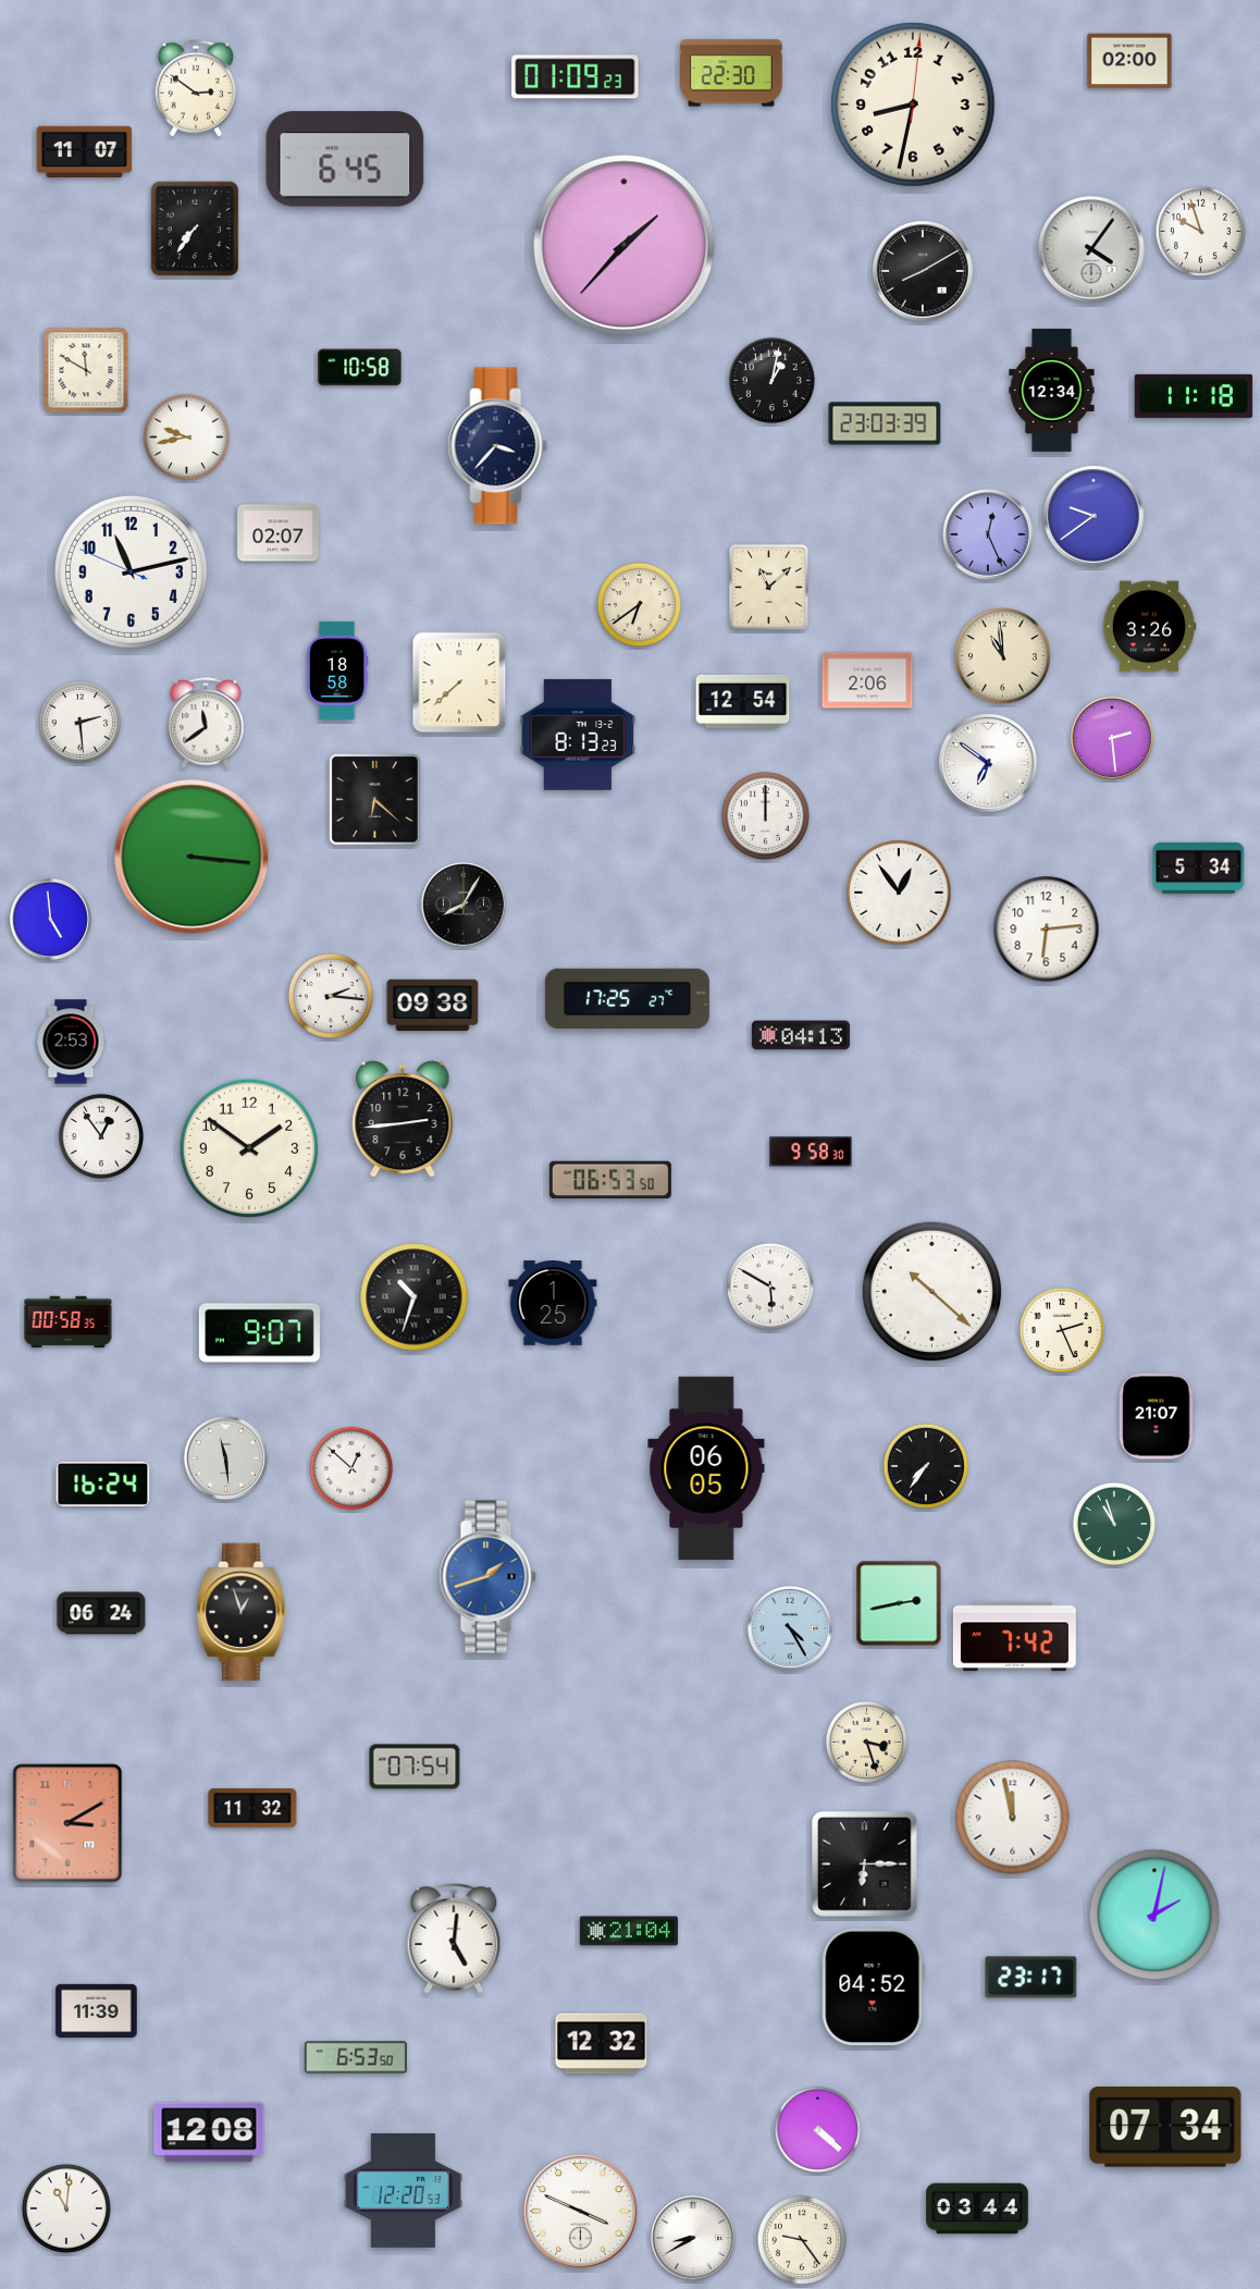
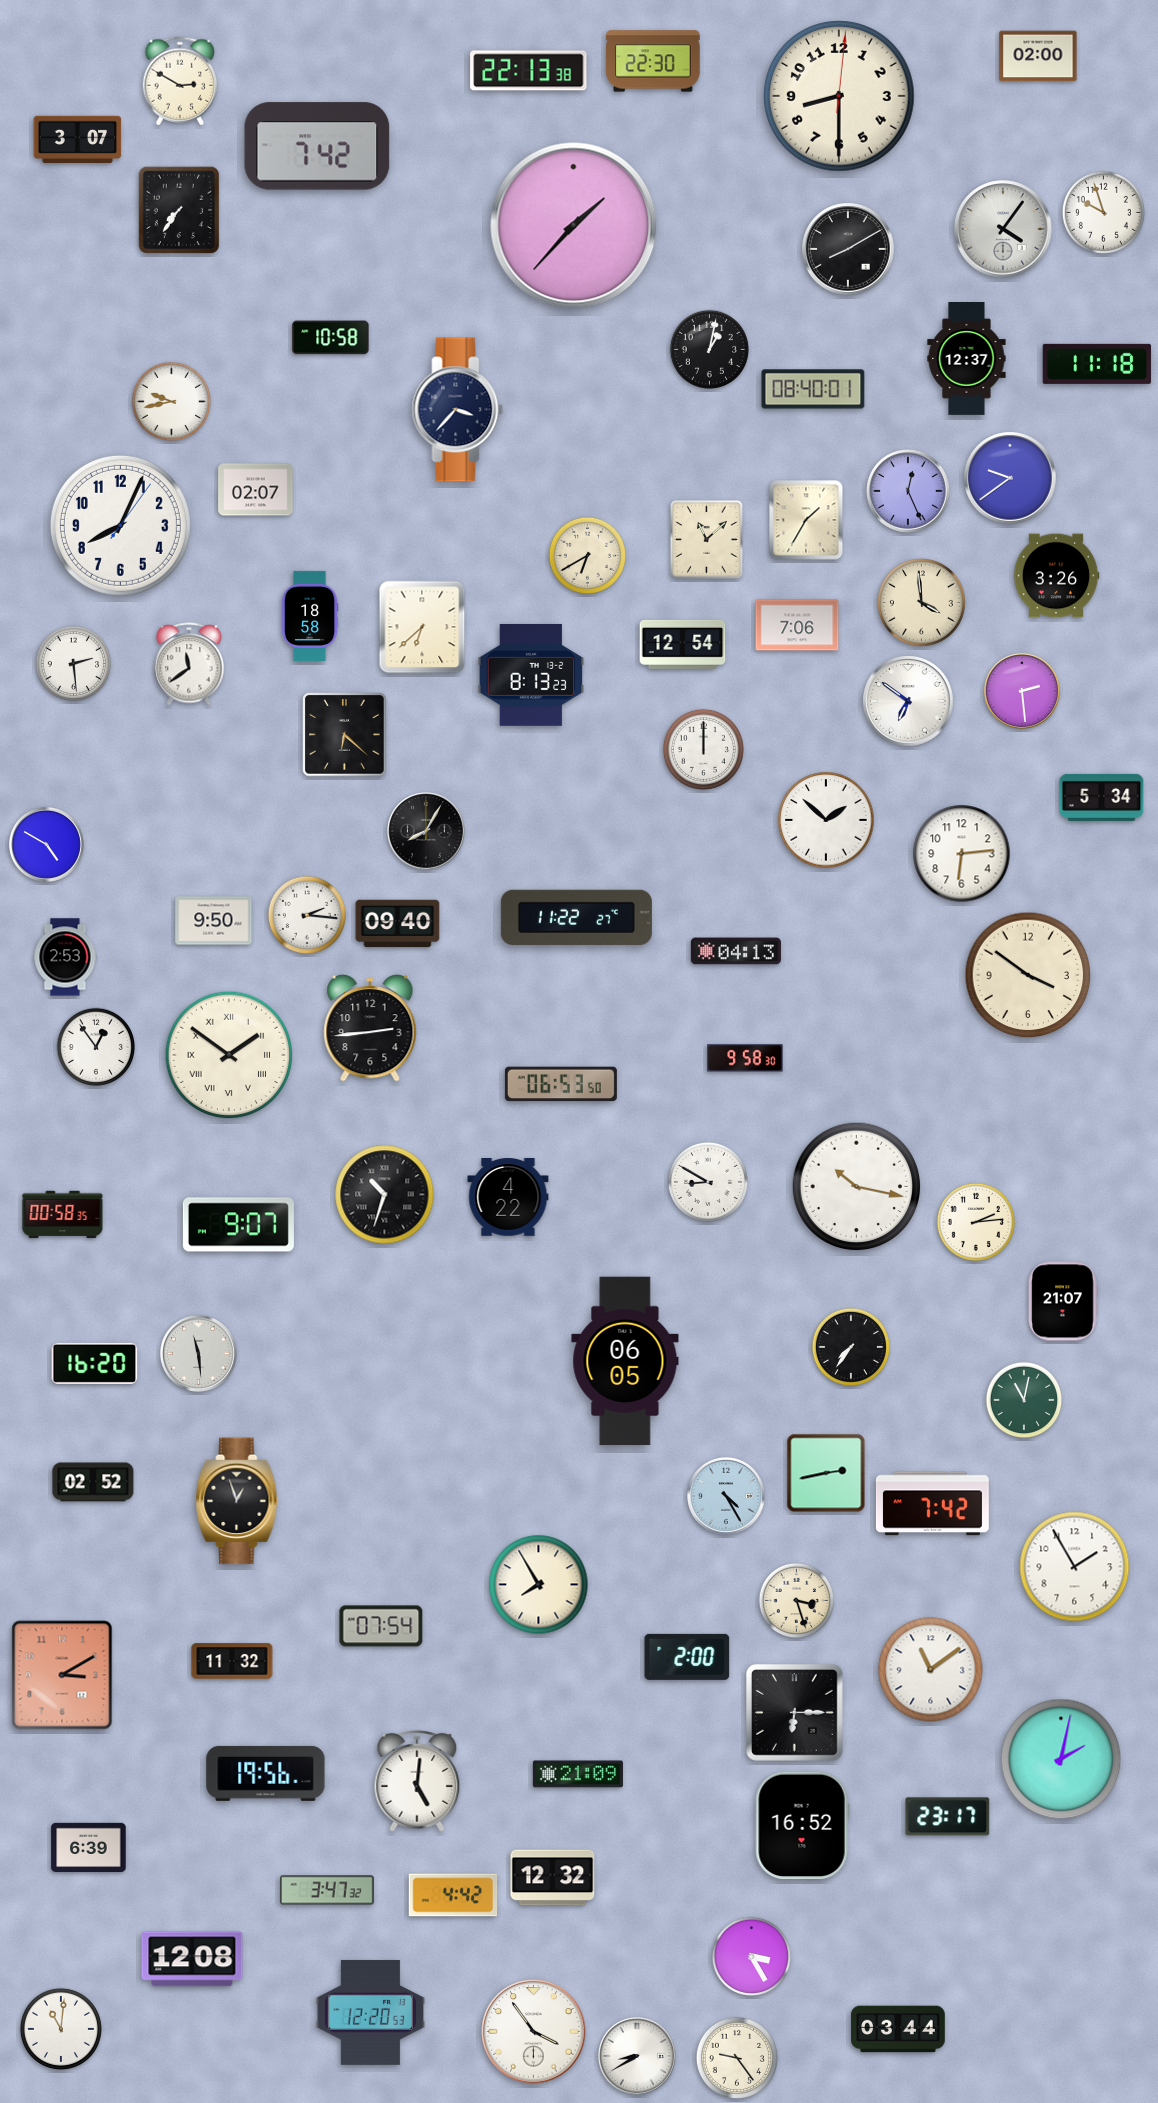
clock at (731, 73) position: (731, 73) -> (653, 61)
clock at (576, 77): 01:09 -> 22:13
clock at (196, 88): 2:51 -> 2:50
clock at (913, 104): 8:32 -> 8:30
clock at (85, 151): 11:07 -> 3:07
clock at (345, 159): 6:45 -> 7:42
clock at (86, 370): 11:50 -> none
clock at (1052, 391): 12:34 -> 12:37
clock at (885, 423): 23:03 -> 08:40
clock at (1094, 516) position: (1094, 516) -> (1010, 478)
clock at (806, 520): none -> 1:35
clock at (131, 571): 11:12 -> 8:04
clock at (640, 605): 6:39 -> 6:40
clock at (1003, 656): 10:59 -> 3:59
clock at (867, 680): 2:06 -> 7:06
clock at (459, 682): 7:38 -> 6:38
clock at (1112, 738) position: (1112, 738) -> (1022, 691)
clock at (192, 857): 3:16 -> none
clock at (899, 893): 12:54 -> 1:52
clock at (50, 919): 4:59 -> 4:50
clock at (330, 995) position: (330, 995) -> (306, 914)
clock at (627, 998): 17:25 -> 11:22
clock at (214, 921): none -> 9:50
clock at (433, 1006): 09:38 -> 09:40
clock at (1028, 975): none -> 3:51
clock at (100, 1135) position: (100, 1135) -> (95, 1046)
clock at (249, 1148) numerals: Arabic -> Roman
clock at (770, 1287): 5:50 -> 8:50
clock at (932, 1292): 10:22 -> 10:17
clock at (415, 1297) position: (415, 1297) -> (385, 1195)
clock at (553, 1304): 1:25 -> 4:22
clock at (1061, 1329): 2:26 -> 2:14
clock at (225, 1457) position: (225, 1457) -> (198, 1353)
clock at (351, 1468): 12:52 -> none
clock at (706, 1468) position: (706, 1468) -> (625, 1361)
clock at (103, 1484): 16:24 -> 16:20
clock at (1114, 1524): 10:57 -> 11:02
clock at (487, 1577): 1:42 -> none
clock at (242, 1612) position: (242, 1612) -> (237, 1501)
clock at (101, 1613): 06:24 -> 02:52
clock at (1075, 1567): none -> 1:55
clock at (539, 1585): none -> 7:55
clock at (415, 1767) position: (415, 1767) -> (381, 1626)
clock at (687, 1657): none -> 2:00
clock at (1013, 1818): 11:58 -> 11:09
clock at (266, 1773): none -> 19:56
clock at (629, 1931): 21:04 -> 21:09
clock at (873, 1988): 04:52 -> 16:52
clock at (97, 2010): 11:39 -> 6:39
clock at (356, 2057): 6:53 -> 3:47
clock at (453, 1895): none -> 4:42
clock at (1165, 2127): 07:34 -> none
clock at (817, 2129): 4:22 -> 3:25
clock at (581, 2212): 3:49 -> 3:54
